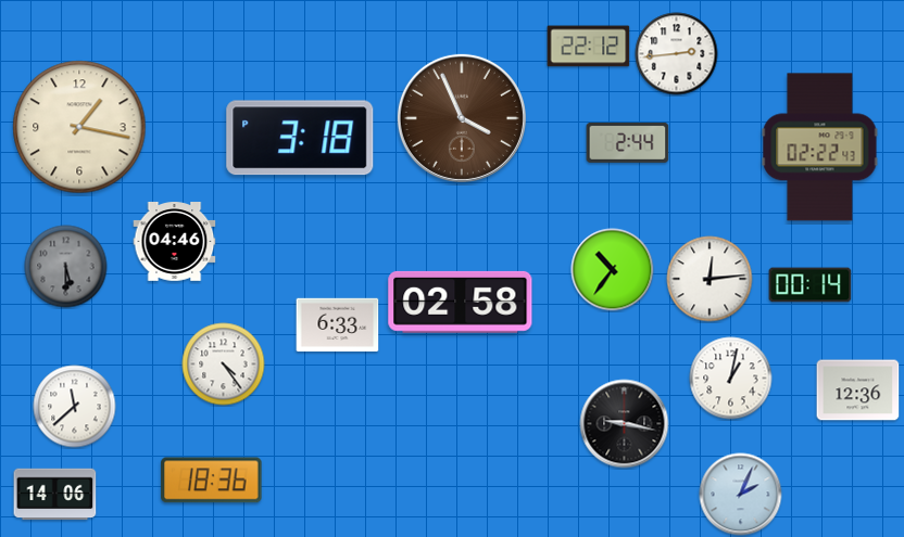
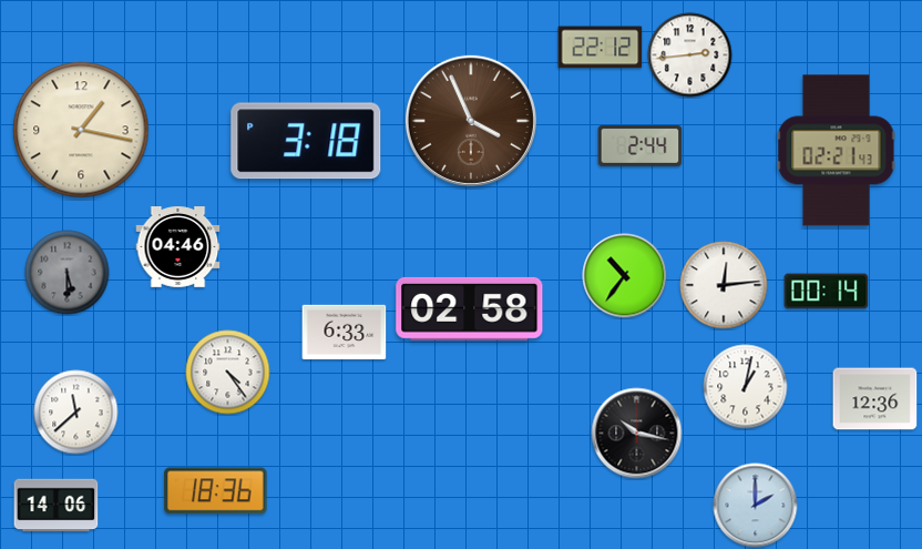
clock at (820, 148): 02:22 -> 02:21
clock at (75, 407) position: (75, 407) -> (76, 413)
clock at (625, 424): 9:17 -> 10:17
clock at (741, 495): 2:04 -> 2:00
